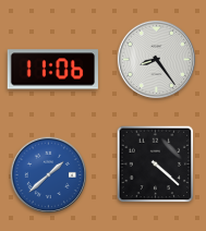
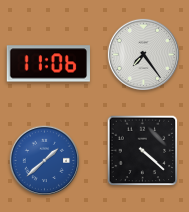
clock at (156, 59): 8:24 -> 7:24
